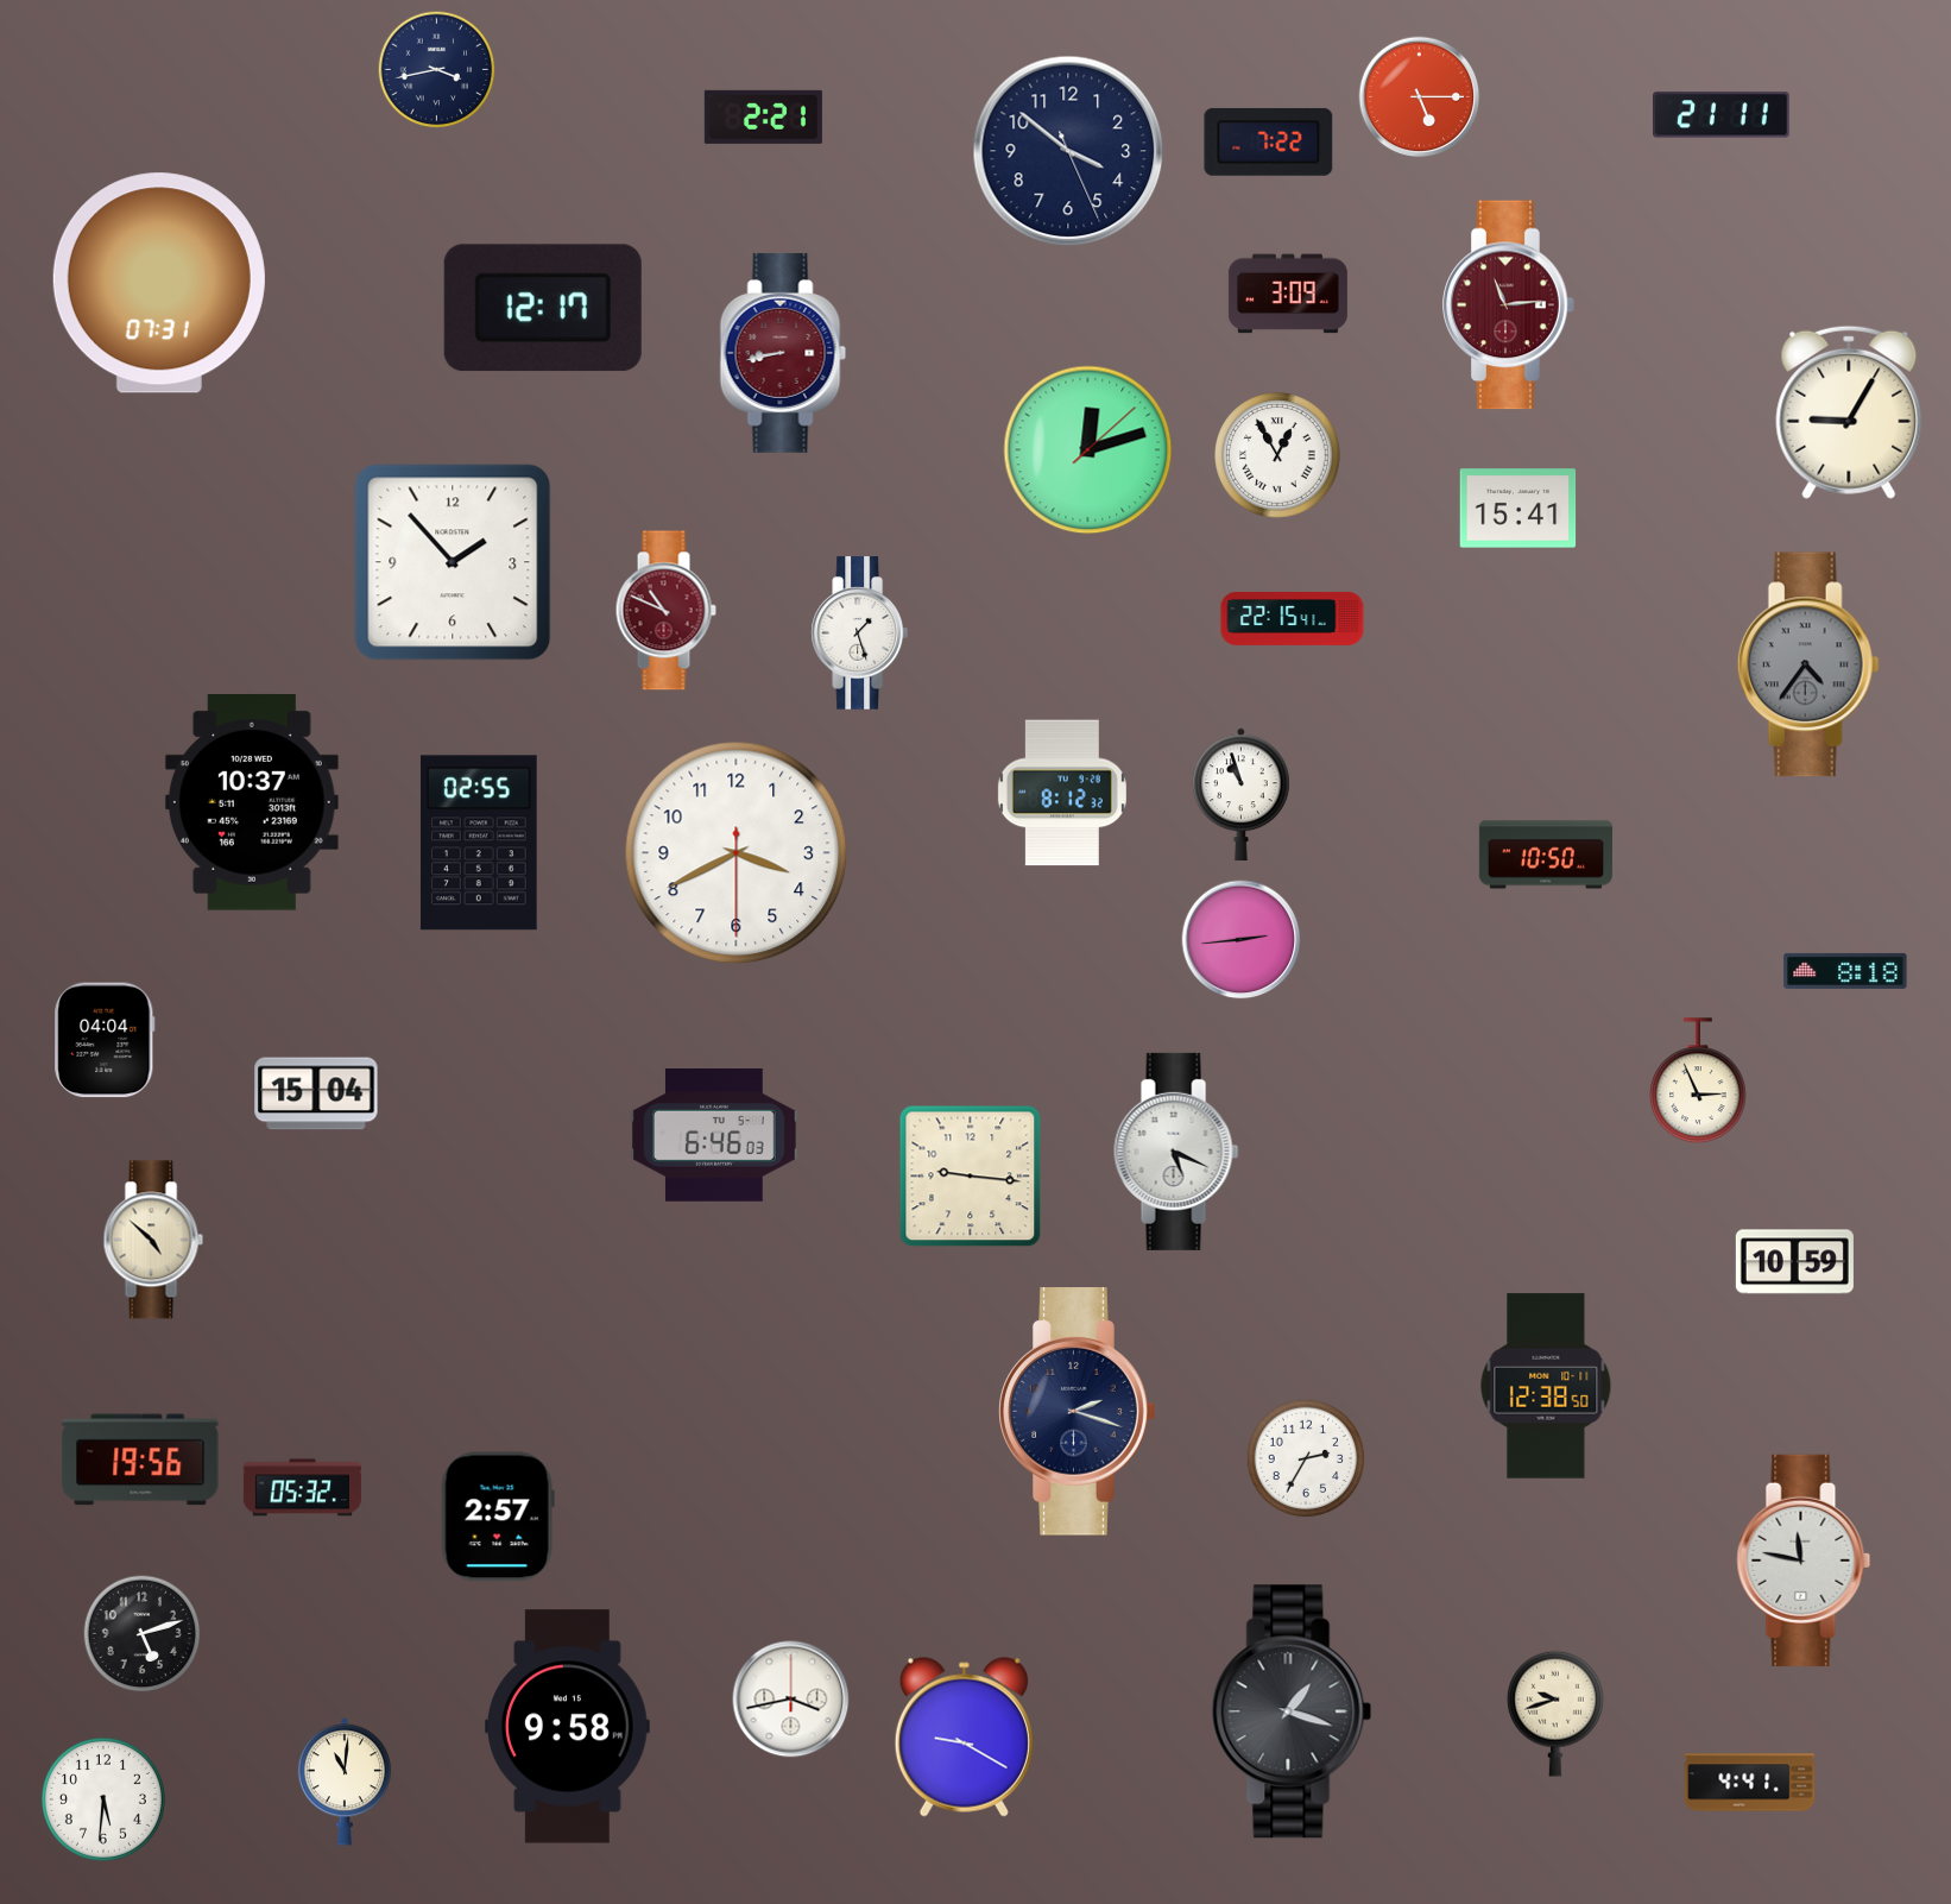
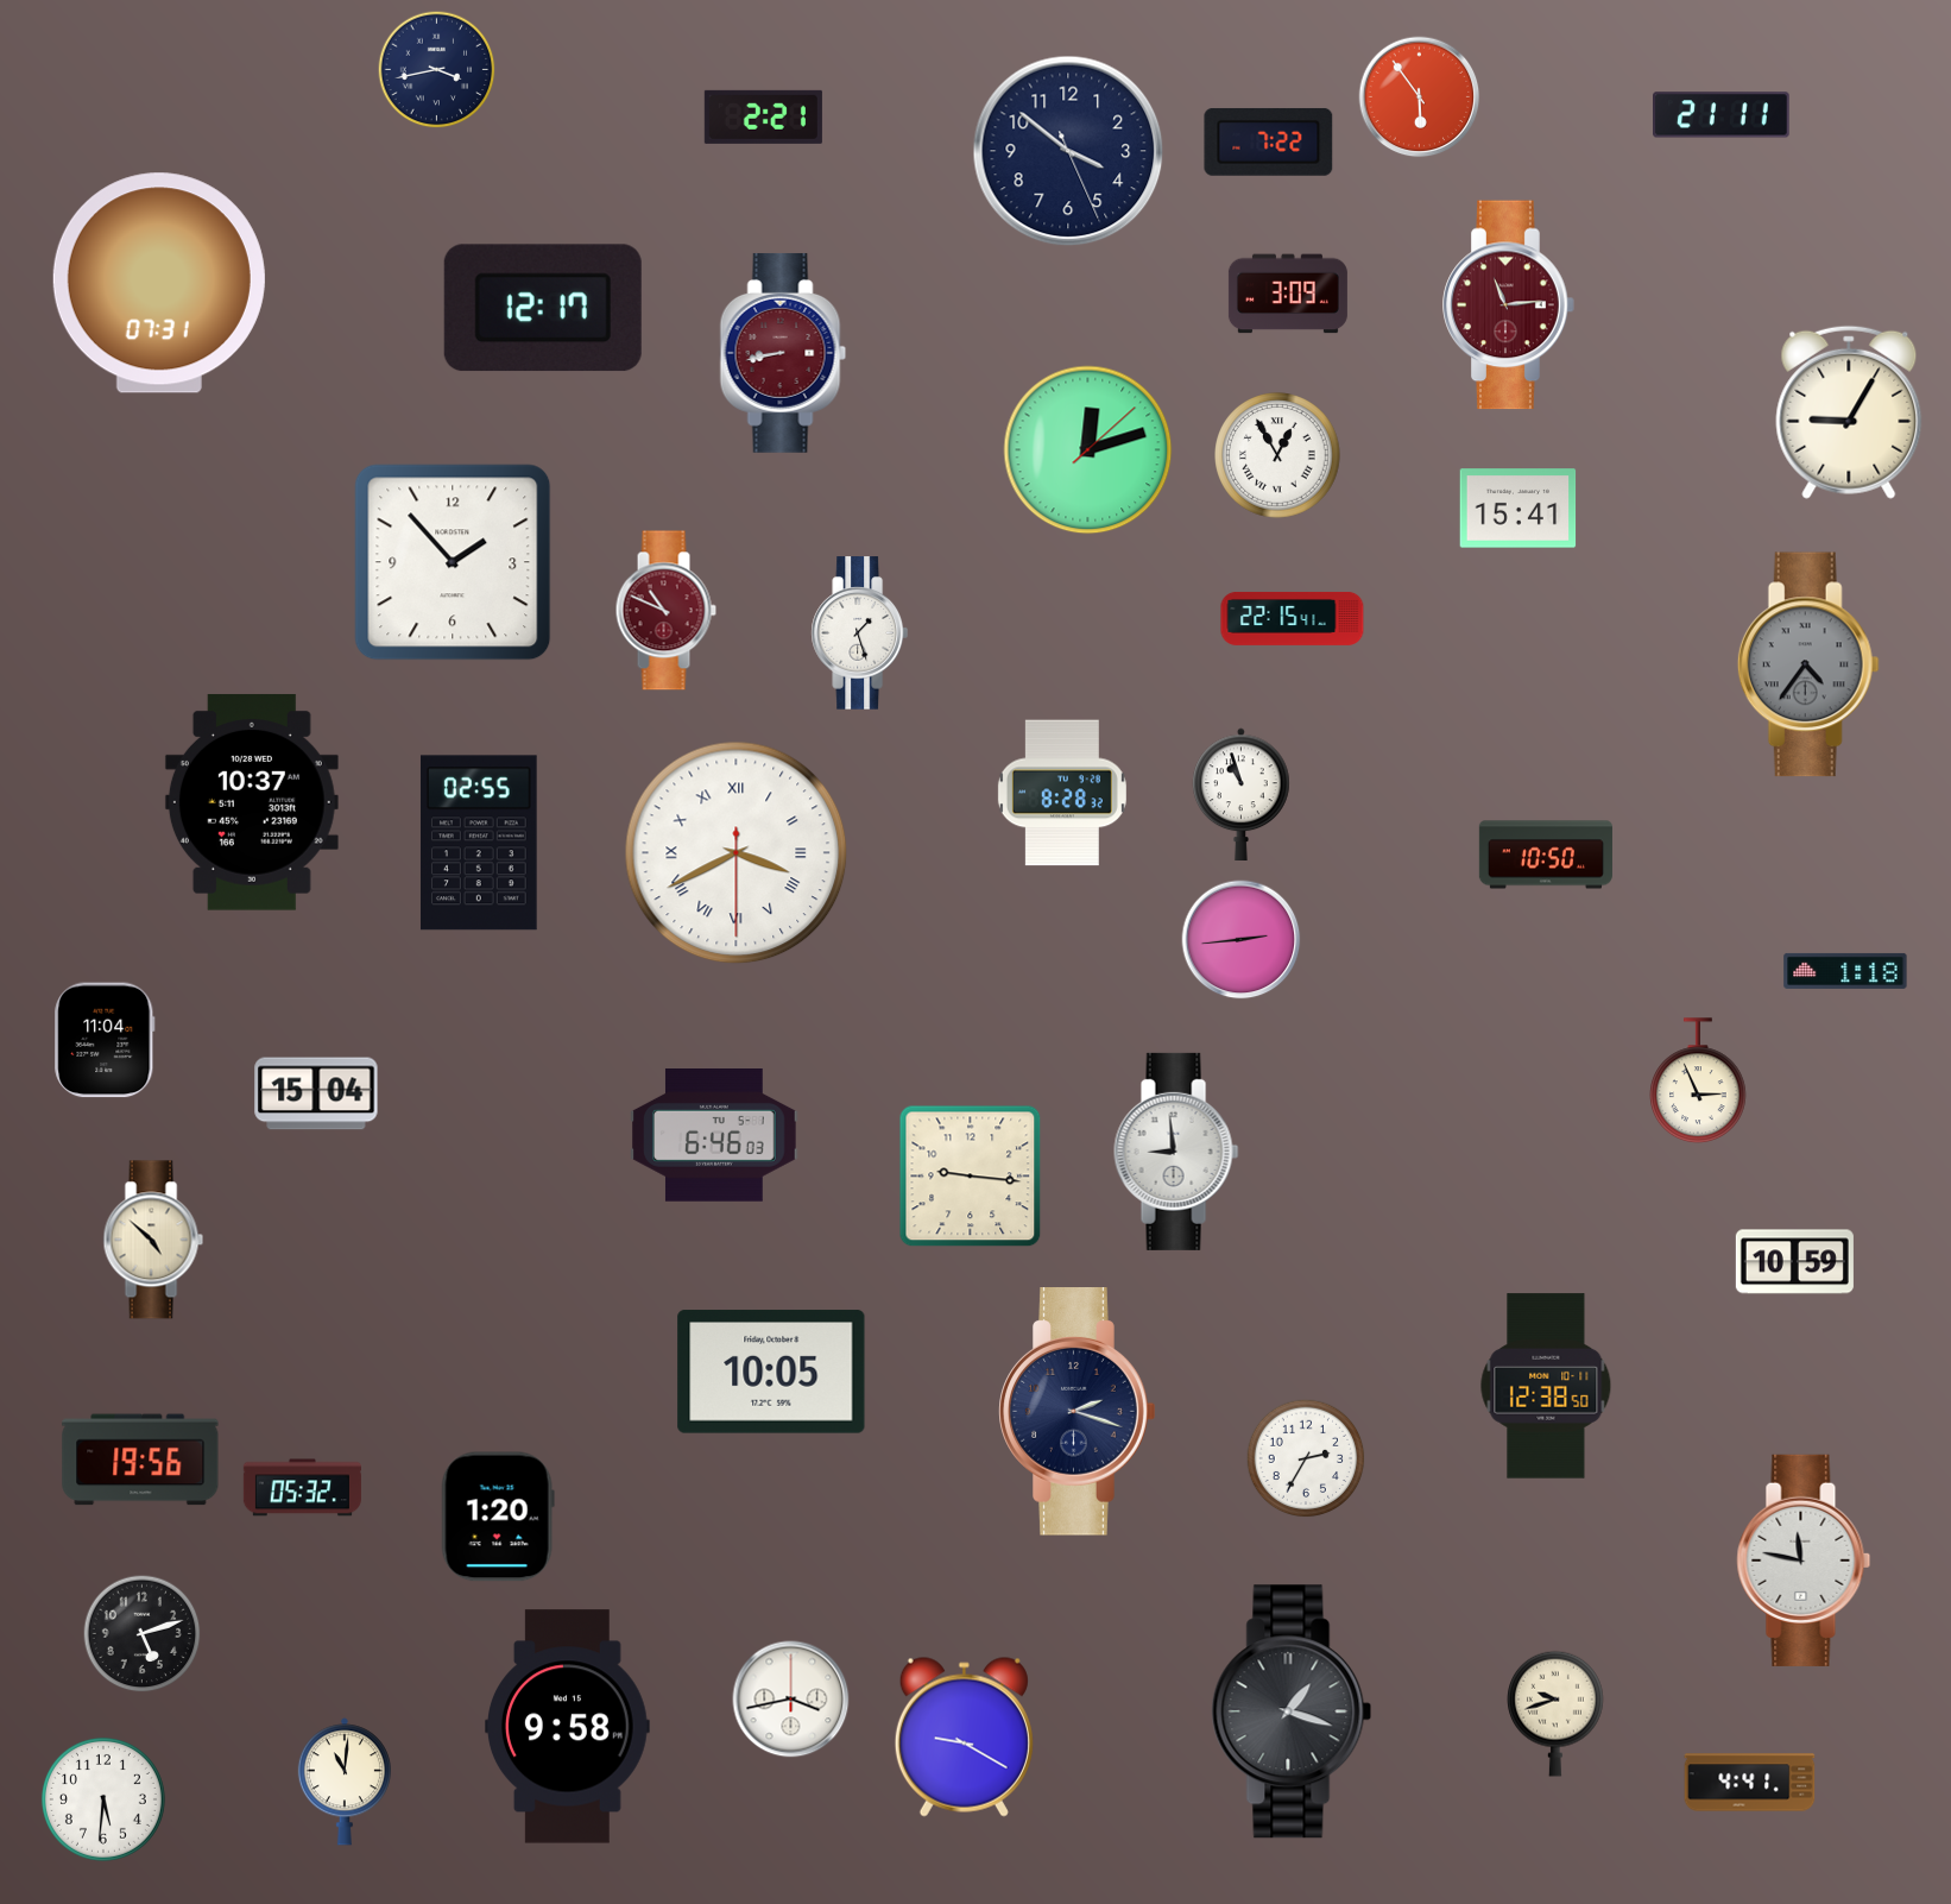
clock at (1420, 97): 5:15 -> 5:54
clock at (1062, 793): 8:12 -> 8:28
clock at (737, 853) numerals: Arabic -> Roman
clock at (1845, 971): 8:18 -> 1:18
clock at (105, 1040): 04:04 -> 11:04
clock at (1176, 1152): 5:19 -> 8:59
clock at (771, 1372): none -> 10:05
clock at (498, 1517): 2:57 -> 1:20
